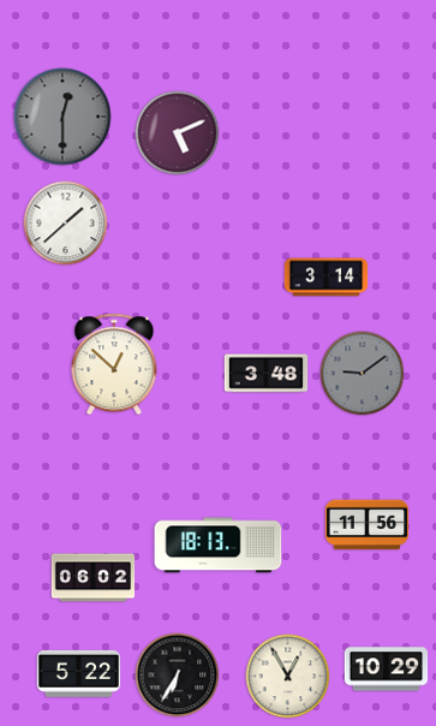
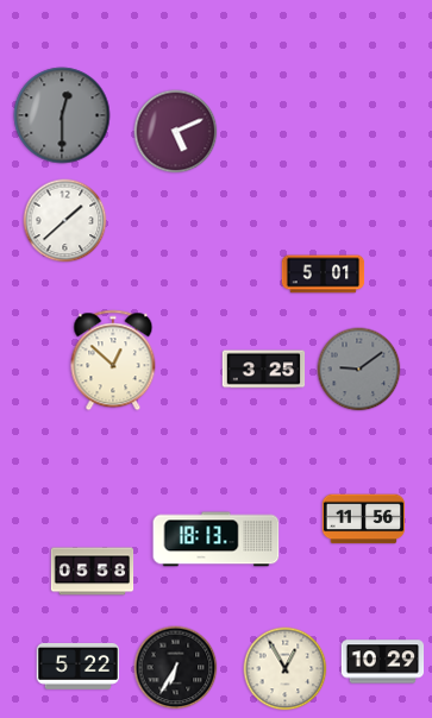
clock at (327, 278): 3:14 -> 5:01
clock at (267, 374): 3:48 -> 3:25
clock at (94, 578): 06:02 -> 05:58
